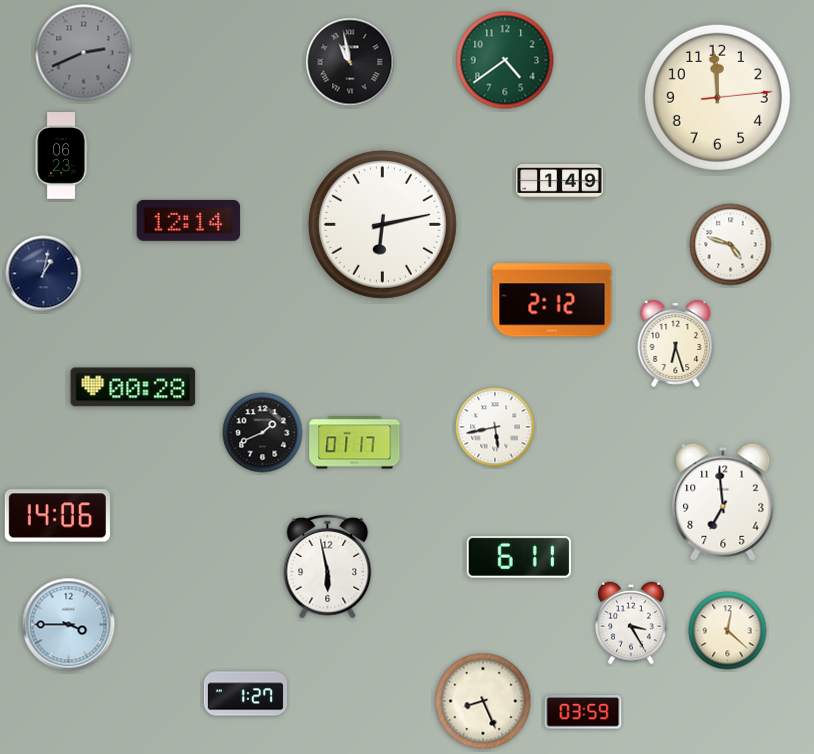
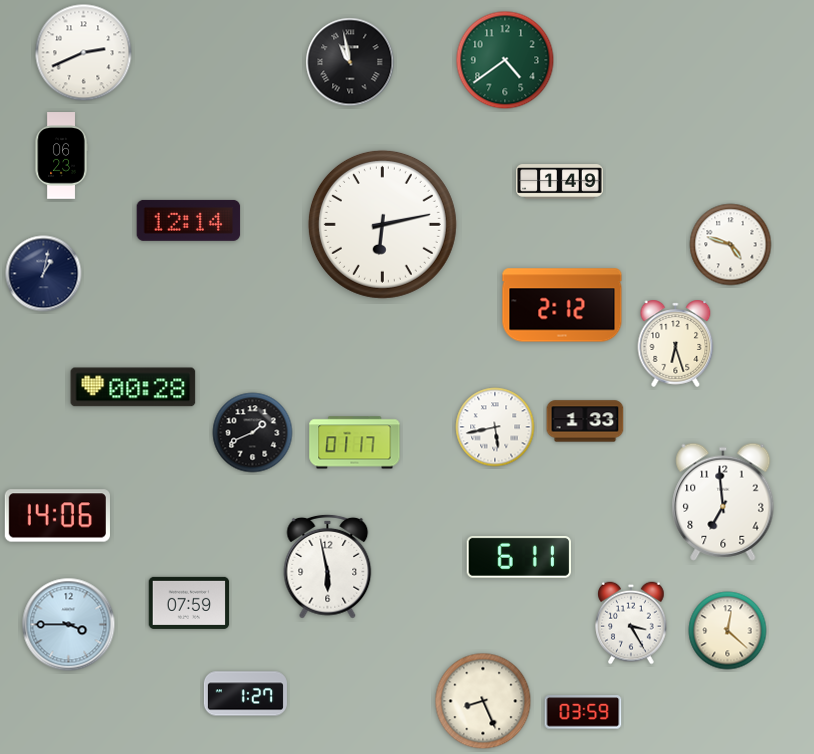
clock at (84, 53) dial: grey -> white
clock at (717, 97): 11:59 -> none
clock at (552, 300) position: (552, 300) -> (562, 305)
clock at (585, 421): none -> 1:33
clock at (263, 433) position: (263, 433) -> (253, 433)
clock at (189, 603): none -> 07:59
